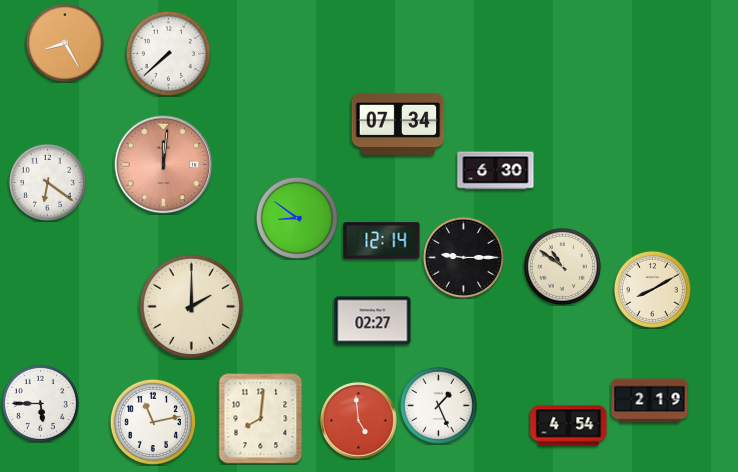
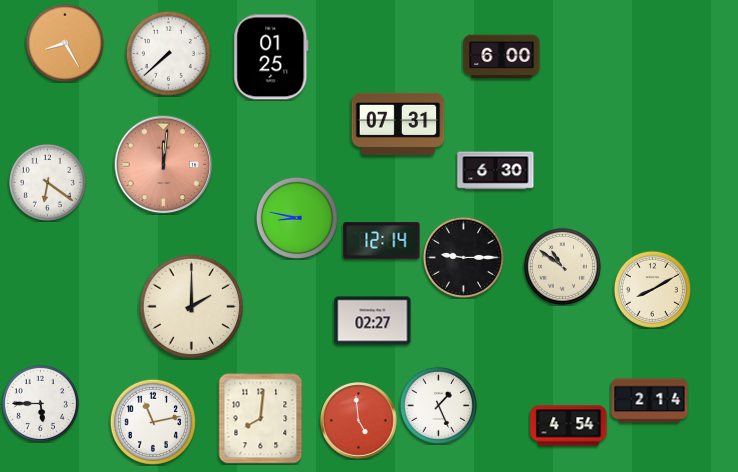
clock at (271, 57): none -> 01:25
clock at (502, 57): none -> 6:00
clock at (398, 124): 07:34 -> 07:31
clock at (297, 218): 8:51 -> 8:47
clock at (650, 401): 2:19 -> 2:14
